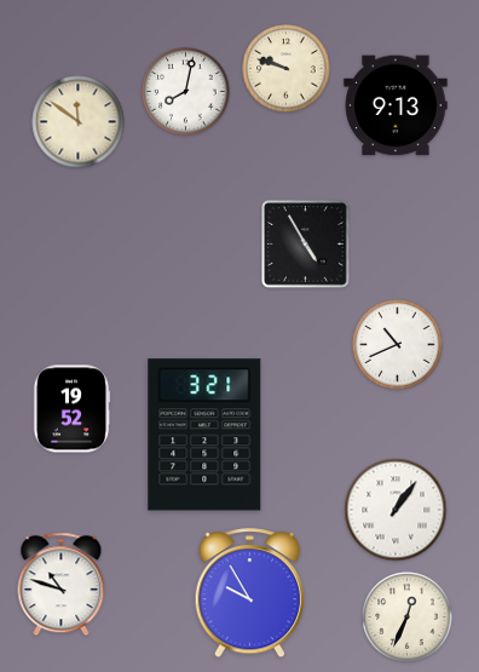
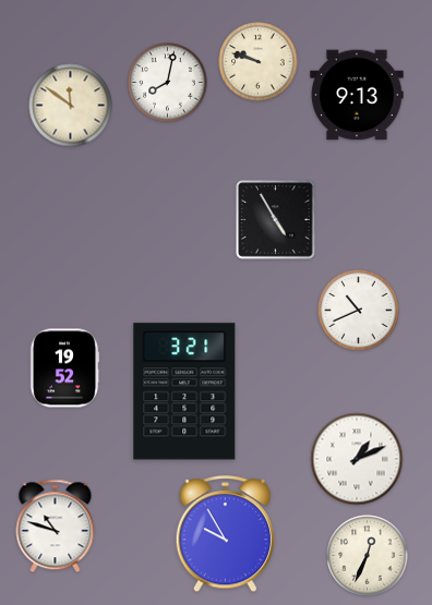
clock at (79, 122) position: (79, 122) -> (71, 106)
clock at (396, 510): 1:06 -> 1:11
